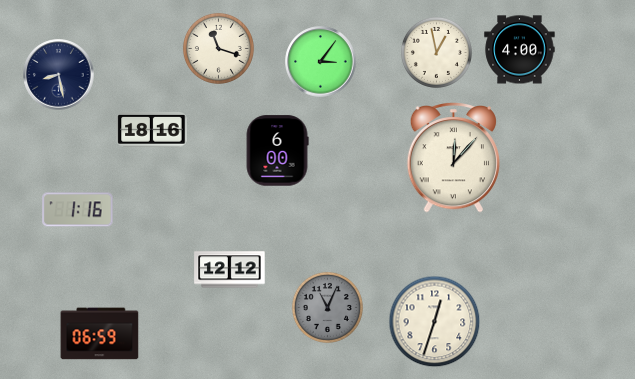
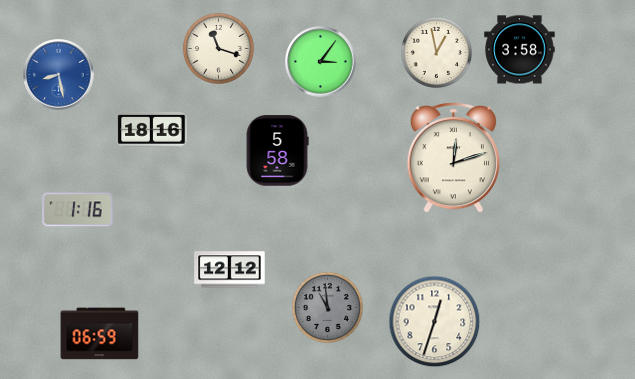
clock at (520, 50): 4:00 -> 3:58
clock at (59, 75) dial: navy -> blue
clock at (277, 151): 6:00 -> 5:58
clock at (453, 158): 12:07 -> 12:12
clock at (327, 307): 11:04 -> 10:59
